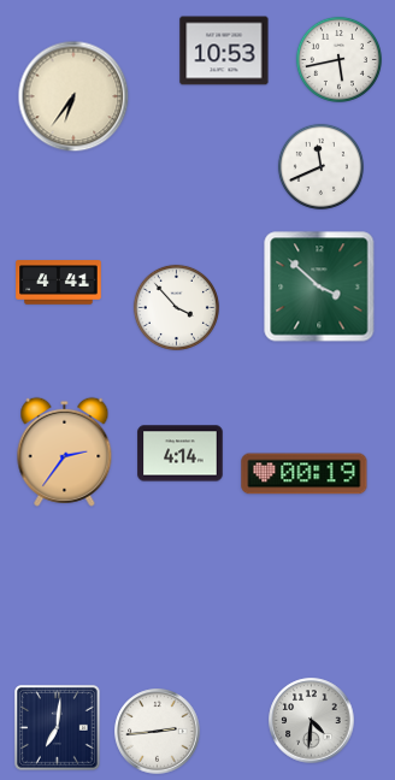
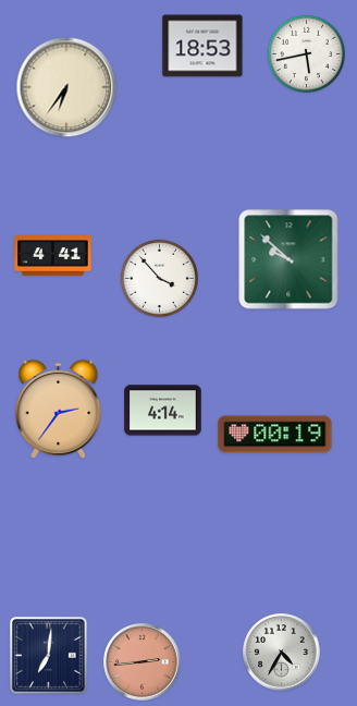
clock at (224, 51): 10:53 -> 18:53
clock at (320, 166): 11:41 -> none
clock at (319, 286): 3:52 -> 9:52
clock at (305, 474) position: (305, 474) -> (275, 435)
clock at (312, 721): 4:31 -> 4:35
clock at (58, 728) position: (58, 728) -> (49, 656)
clock at (158, 732) dial: white -> salmon
